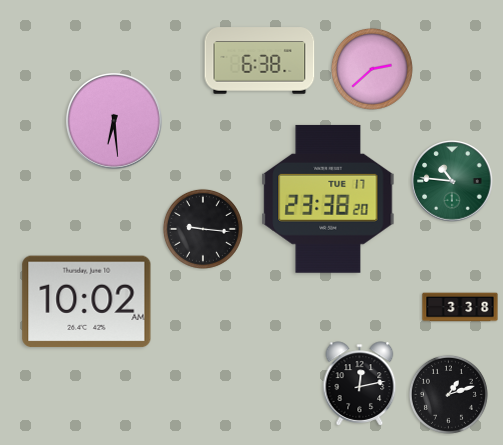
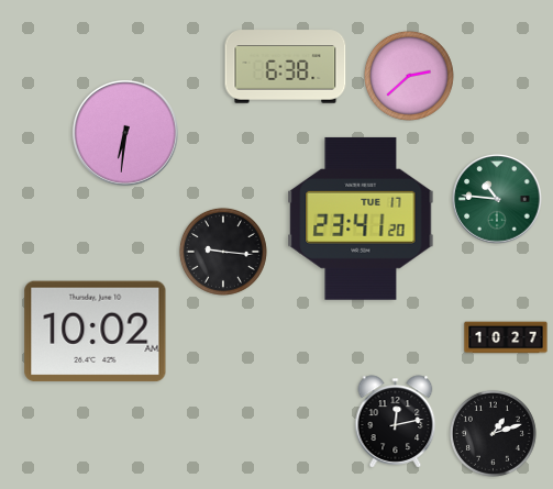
clock at (114, 121): 6:29 -> 6:31
clock at (328, 199): 23:38 -> 23:41
clock at (460, 307): 3:38 -> 10:27
